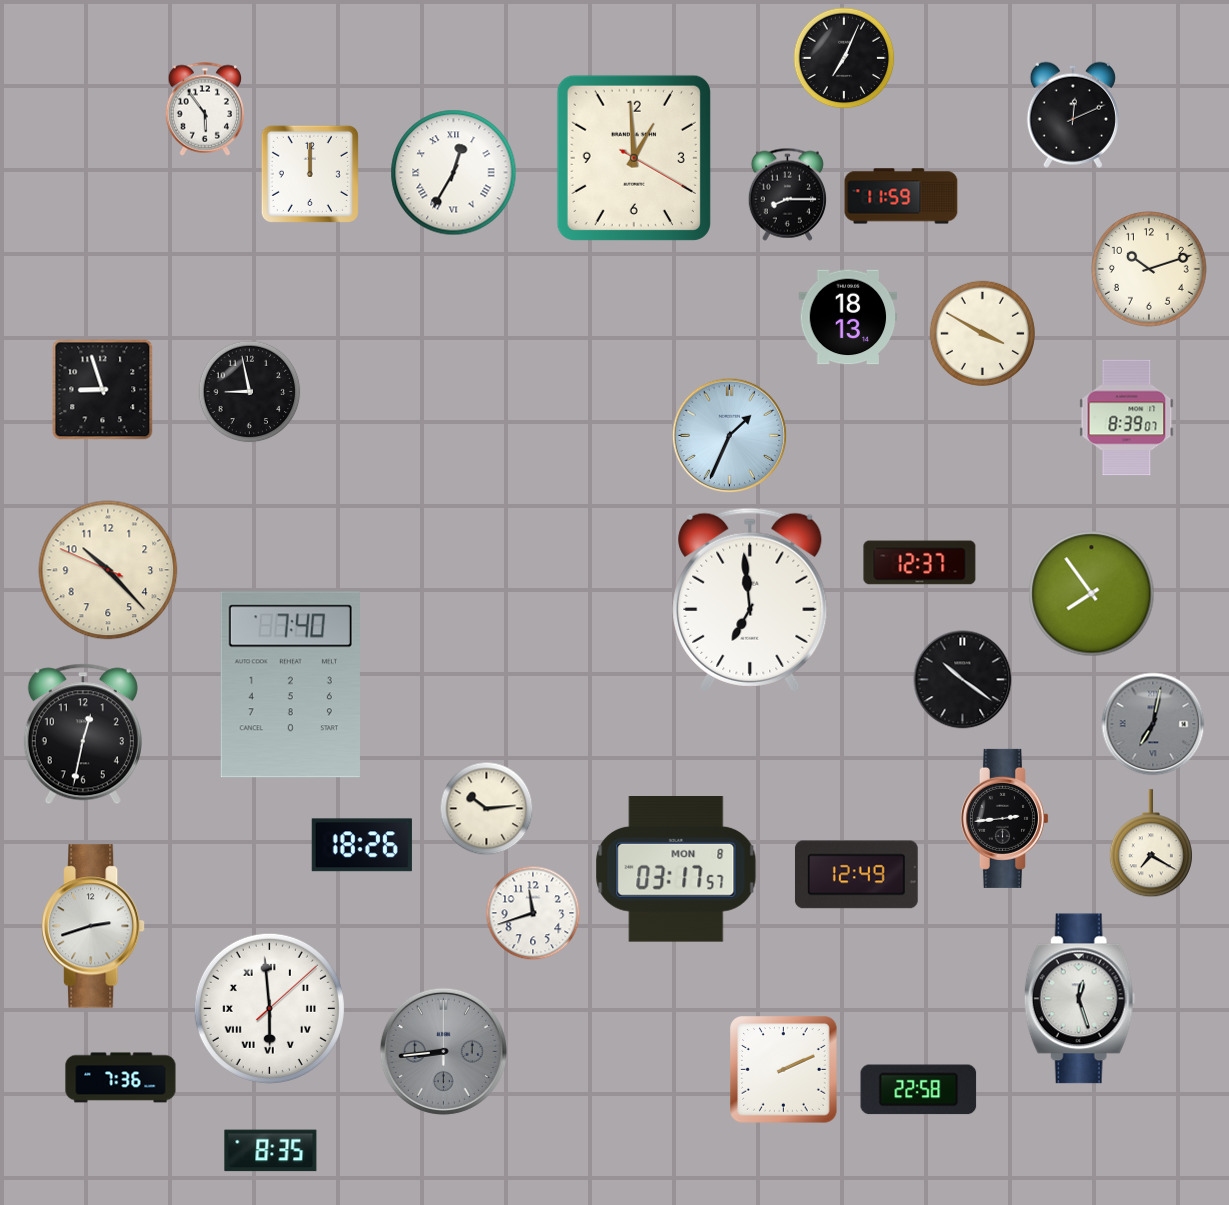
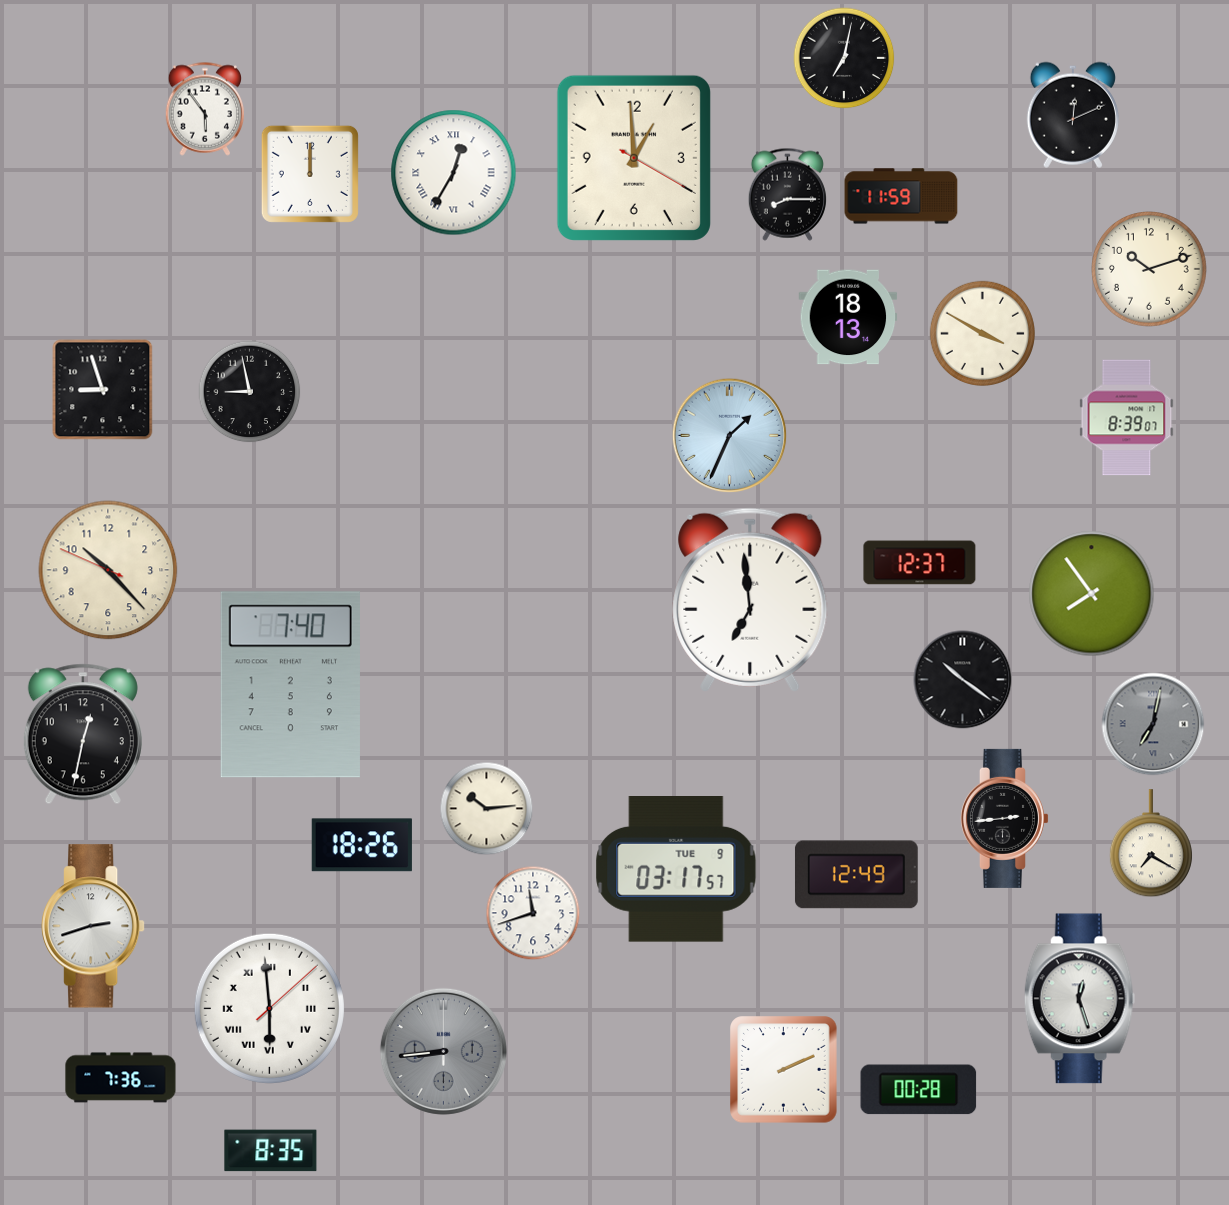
clock at (844, 58): 7:04 -> 7:02
clock at (676, 870) date: MON 8 -> TUE 9
clock at (919, 1090): 22:58 -> 00:28
